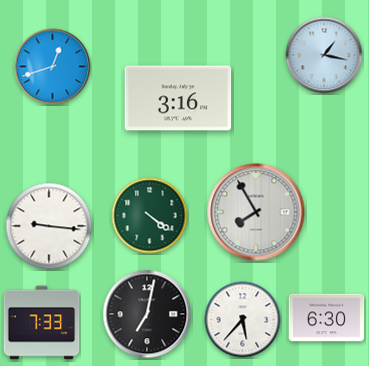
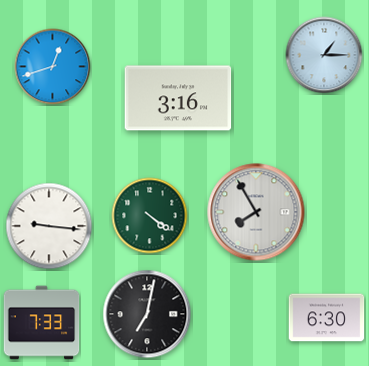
clock at (324, 55): 1:17 -> 1:15
clock at (243, 320): 5:37 -> none
